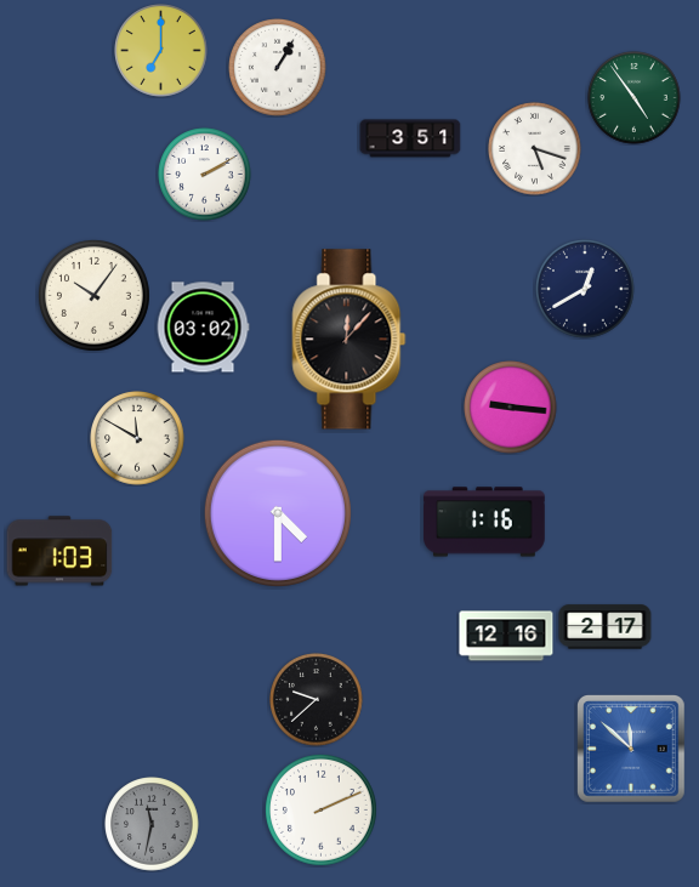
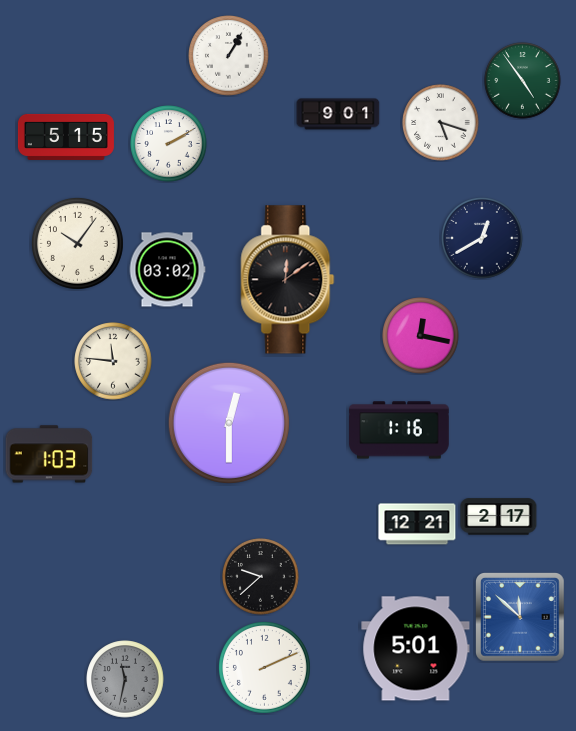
clock at (161, 51): 7:00 -> none
clock at (410, 138): 3:51 -> 9:01
clock at (66, 137): none -> 5:15
clock at (349, 340): 12:07 -> 12:09
clock at (511, 408): 9:16 -> 12:17
clock at (137, 438): 11:50 -> 11:46
clock at (278, 513): 4:30 -> 12:30
clock at (506, 636): 12:16 -> 12:21
clock at (416, 649): none -> 5:01
